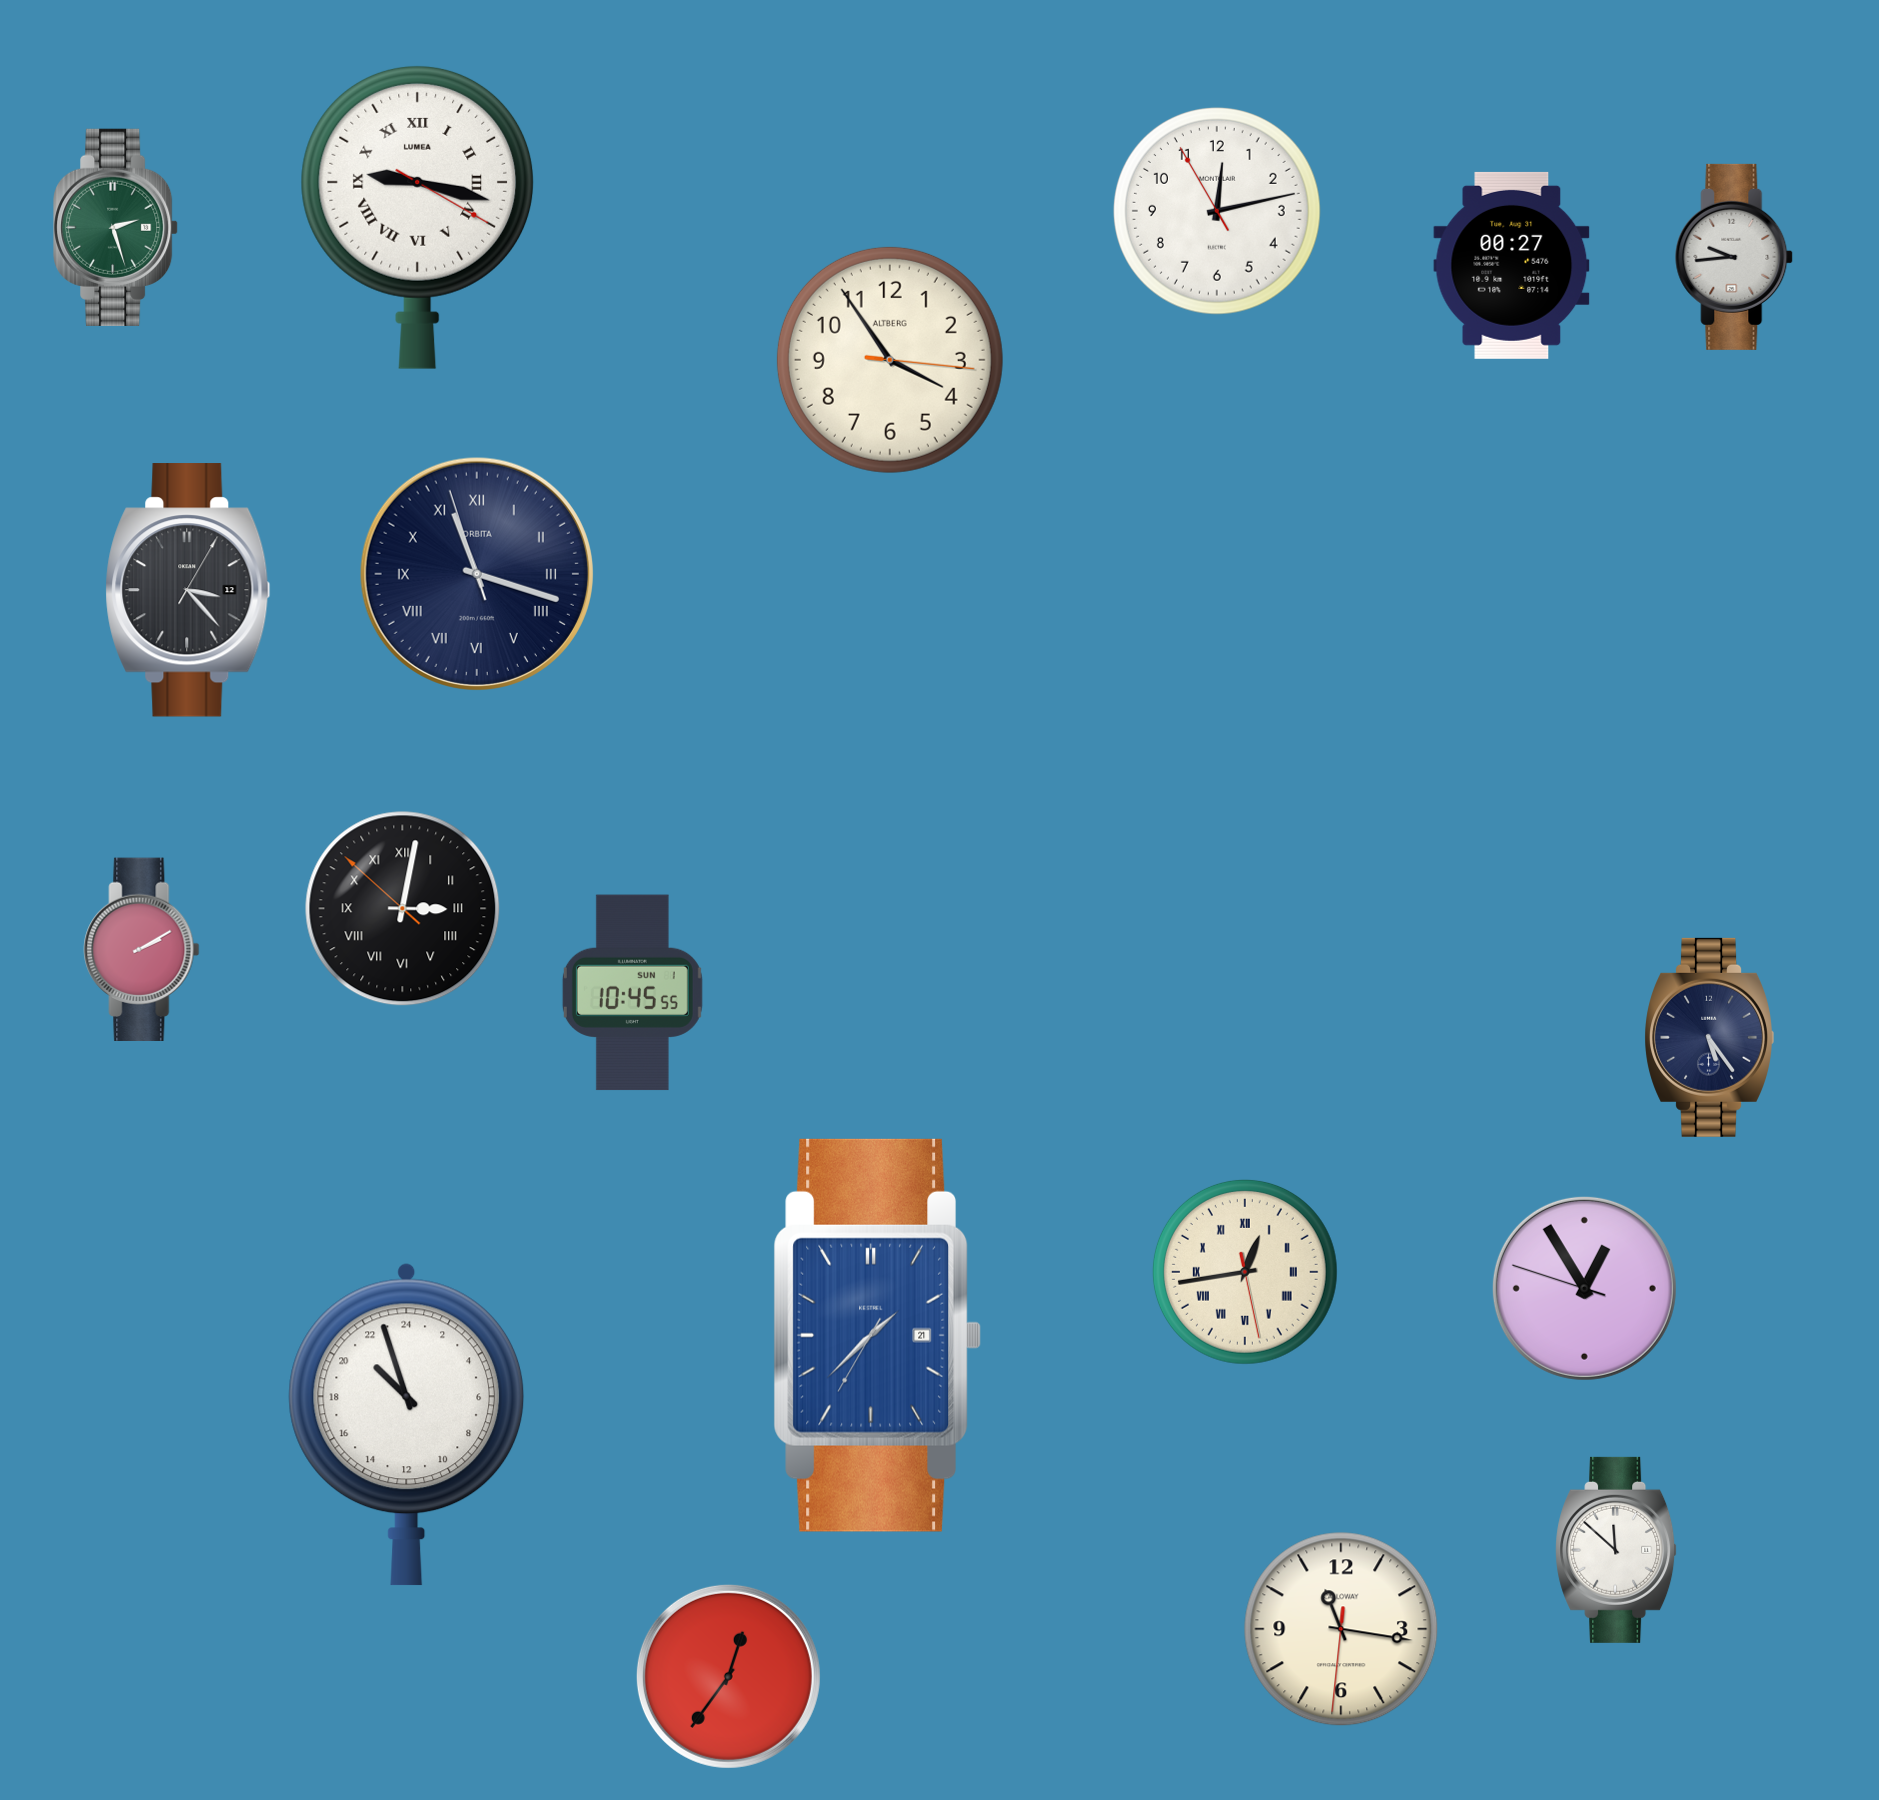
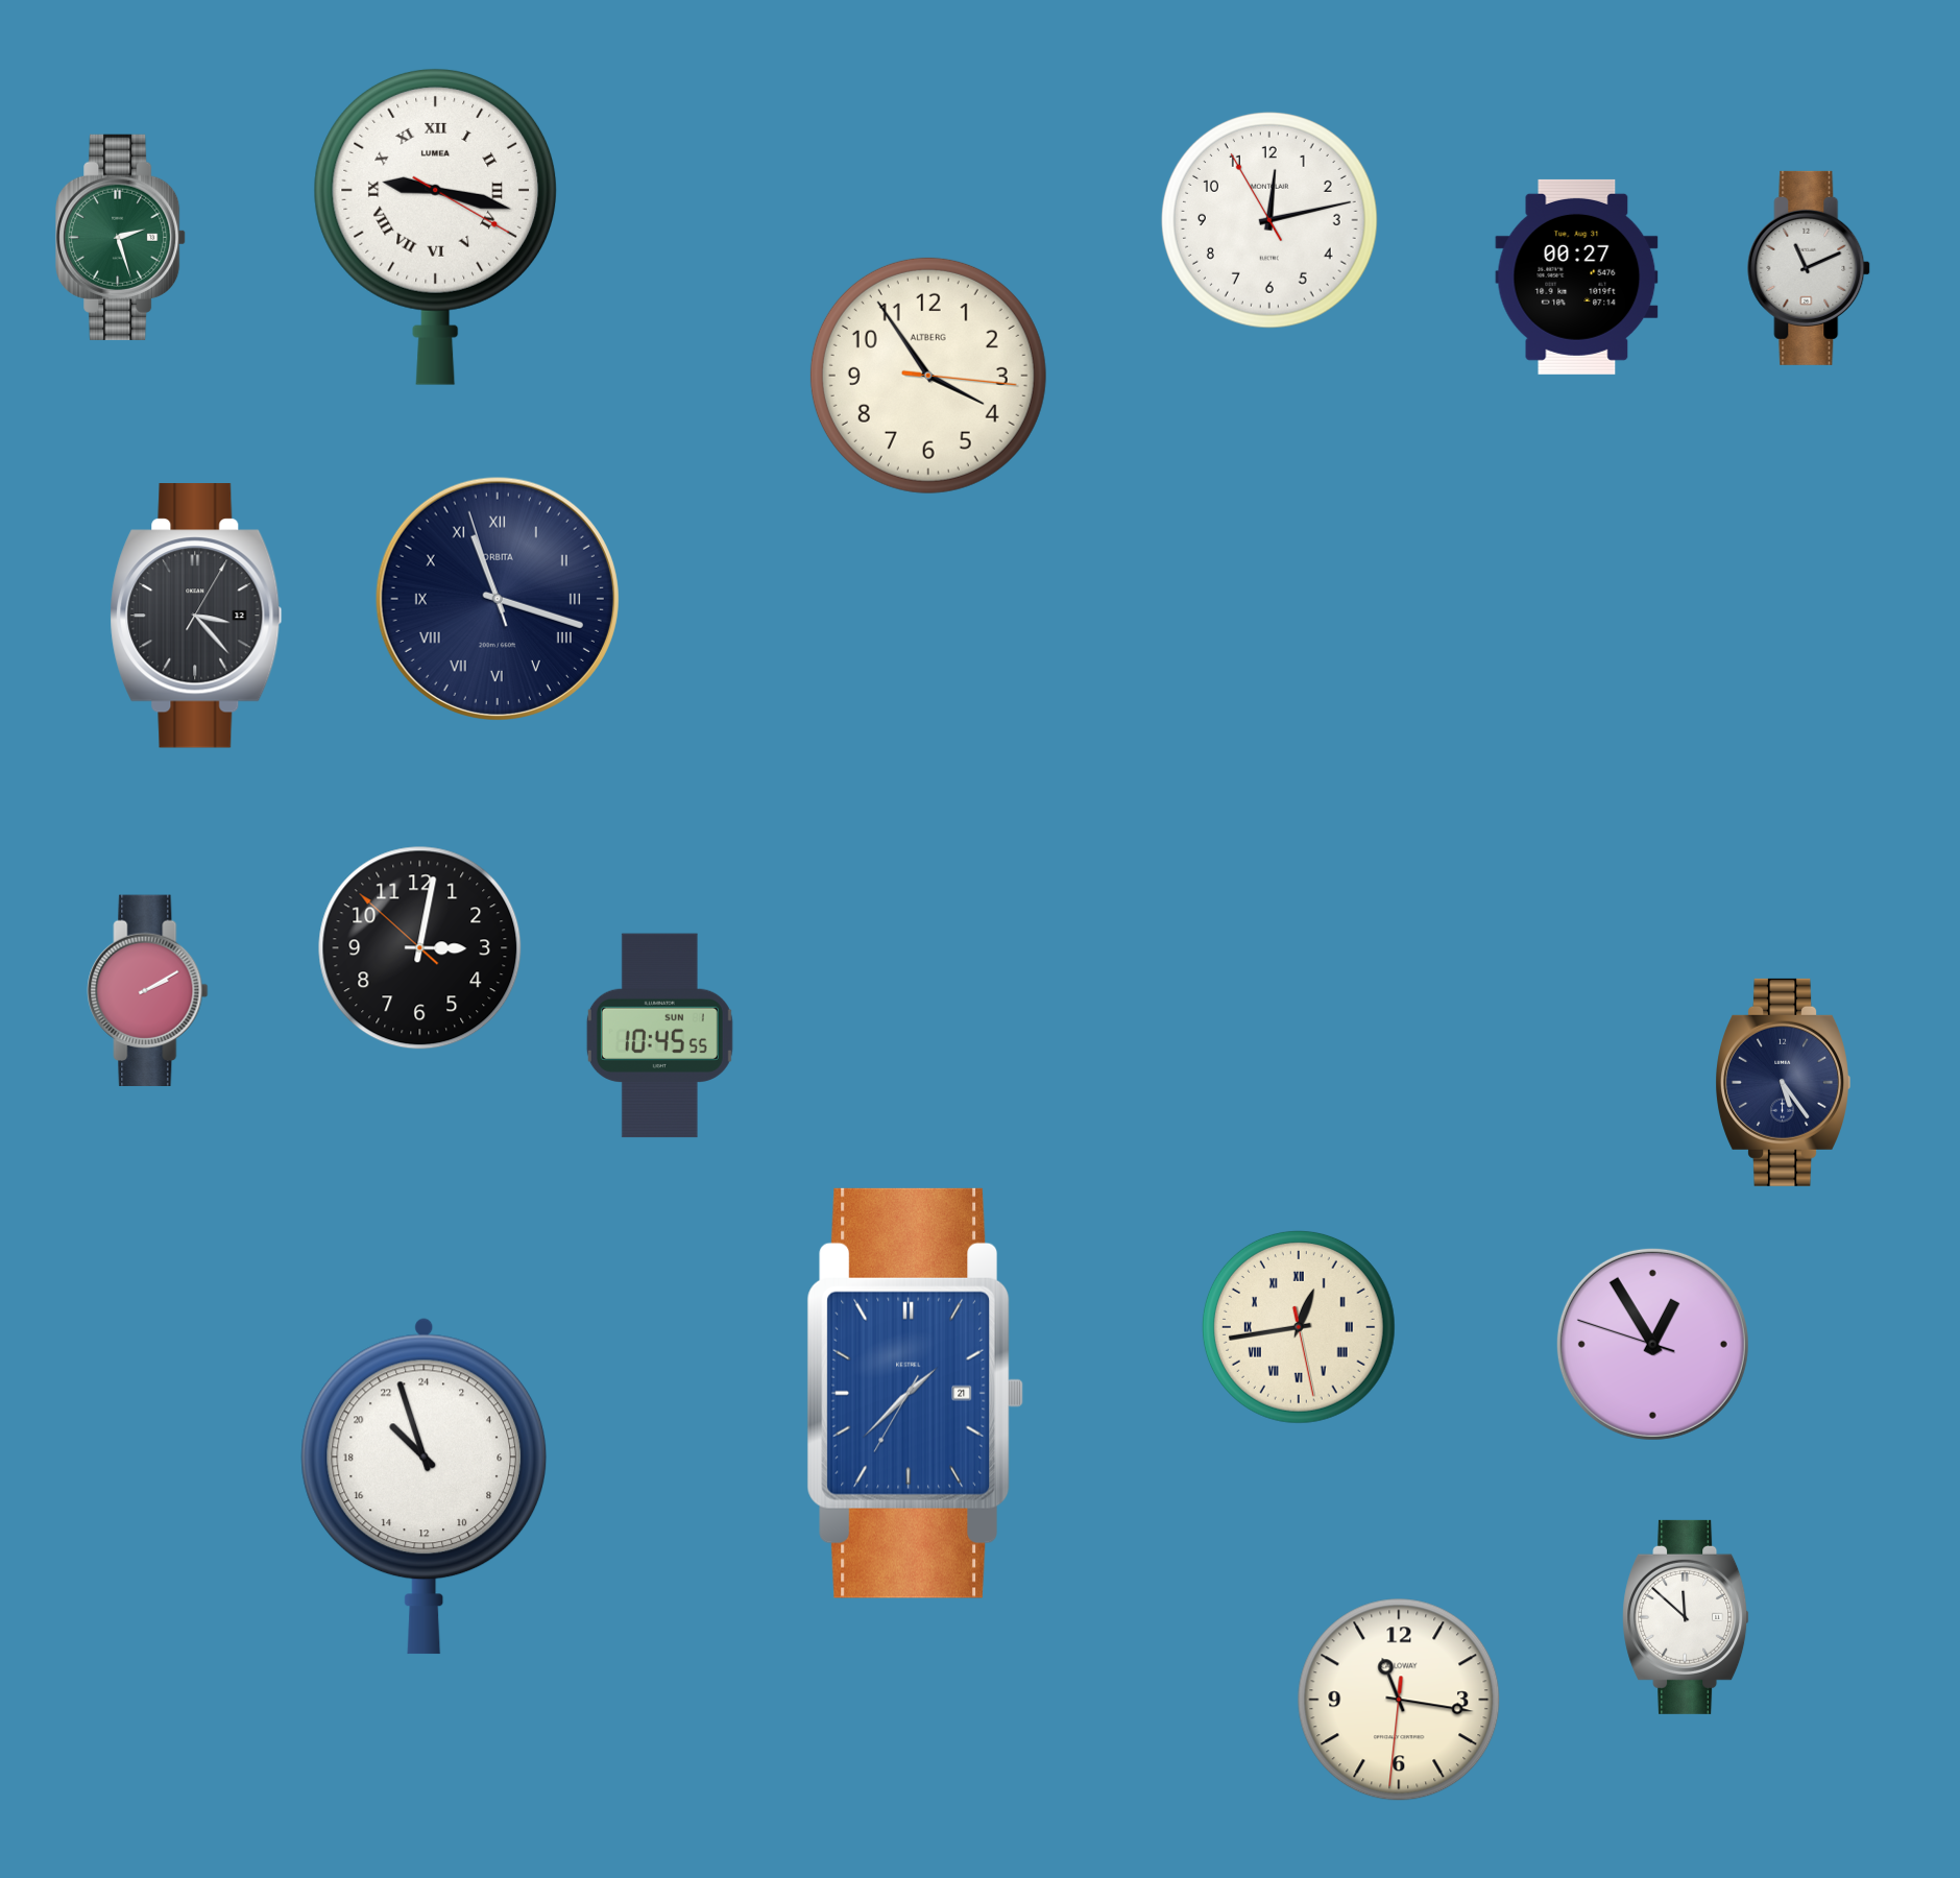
clock at (1735, 257): 9:44 -> 11:11
clock at (403, 909) numerals: Roman -> Arabic
clock at (728, 1676): 12:36 -> none
